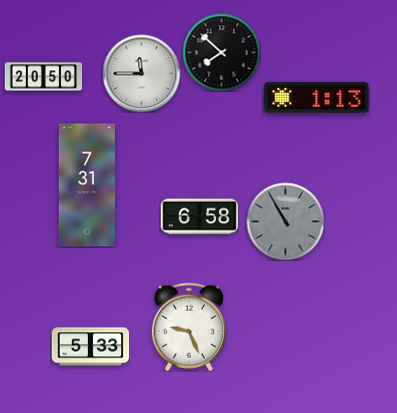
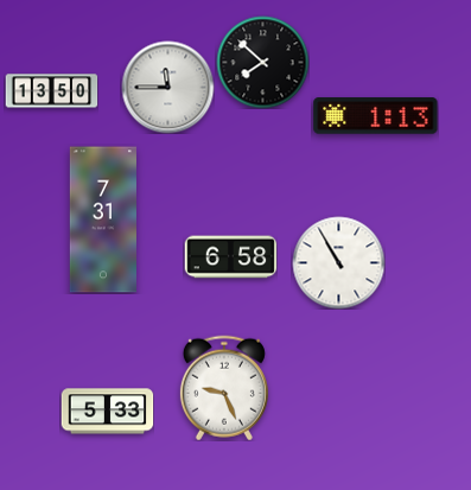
clock at (43, 77): 20:50 -> 13:50
clock at (199, 217) position: (199, 217) -> (230, 257)
clock at (285, 221) dial: grey -> white
